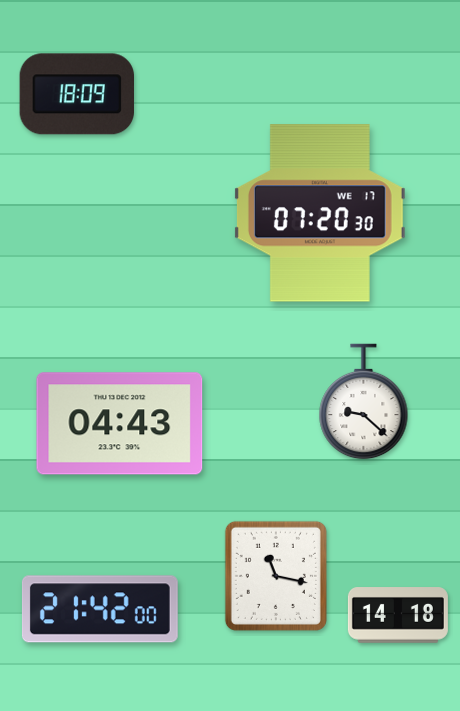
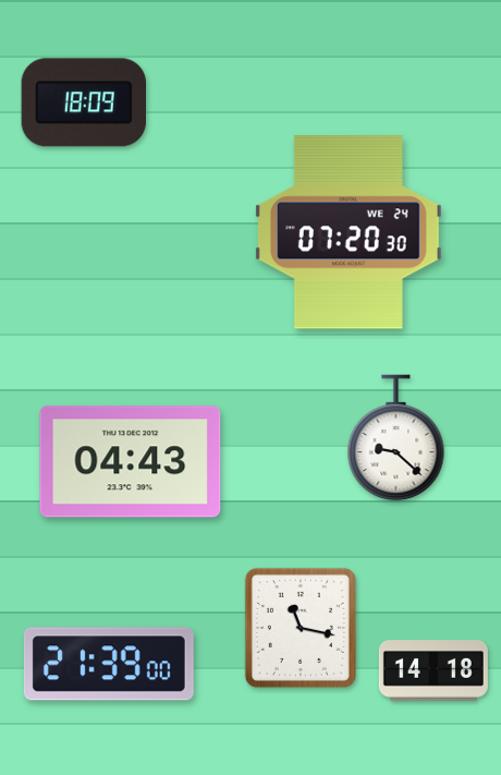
clock at (320, 213) date: WE 17 -> WE 24
clock at (100, 609): 21:42 -> 21:39
